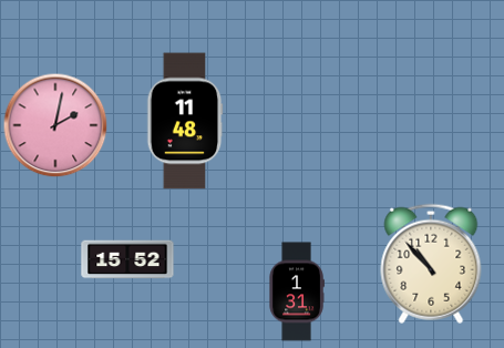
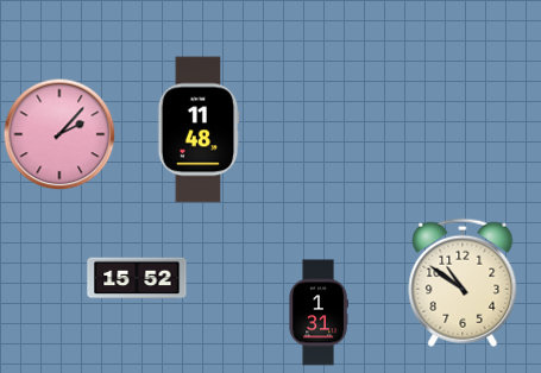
clock at (55, 125): 2:02 -> 2:07
clock at (431, 264): 10:53 -> 10:51
